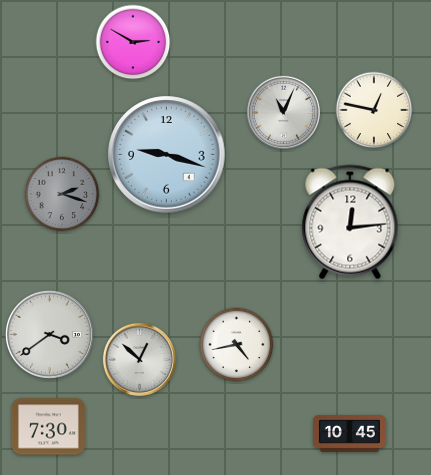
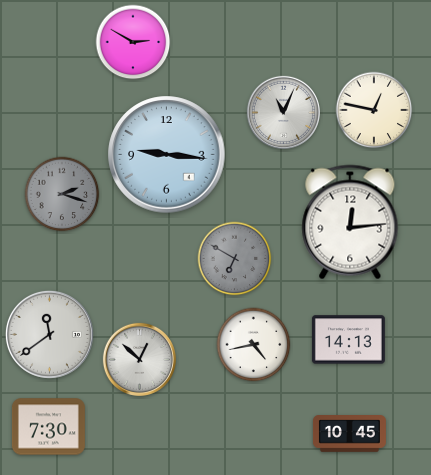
clock at (167, 155): 9:18 -> 9:16
clock at (235, 259): none -> 6:50
clock at (49, 334): 3:39 -> 11:39
clock at (348, 340): none -> 14:13
clock at (237, 345) position: (237, 345) -> (254, 345)
